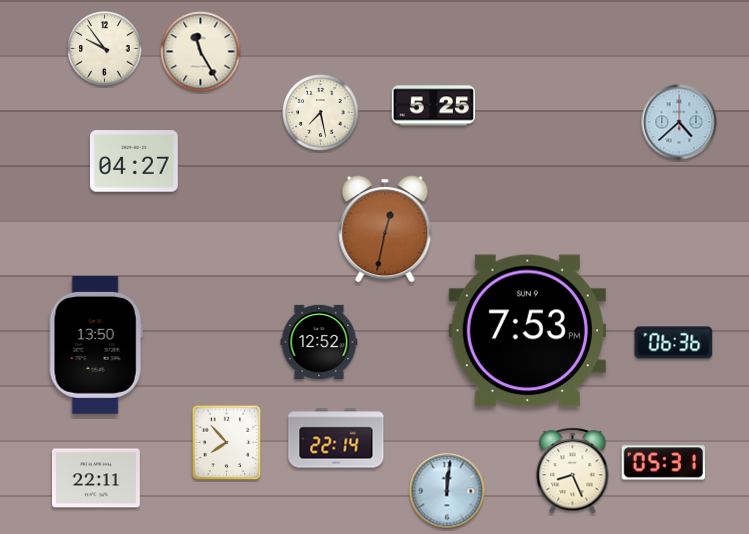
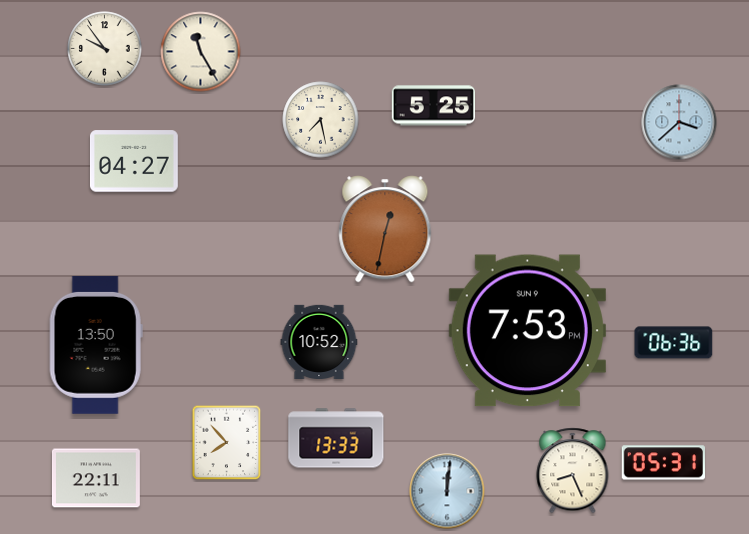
clock at (321, 113) position: (321, 113) -> (321, 120)
clock at (679, 122): 4:38 -> 3:38
clock at (319, 341): 12:52 -> 10:52
clock at (336, 438): 22:14 -> 13:33
